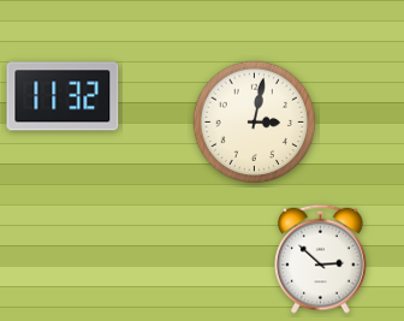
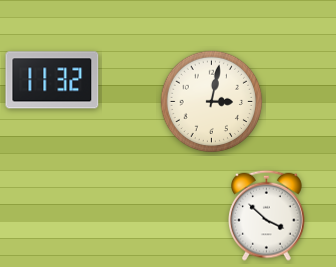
clock at (321, 258): 2:52 -> 3:52
